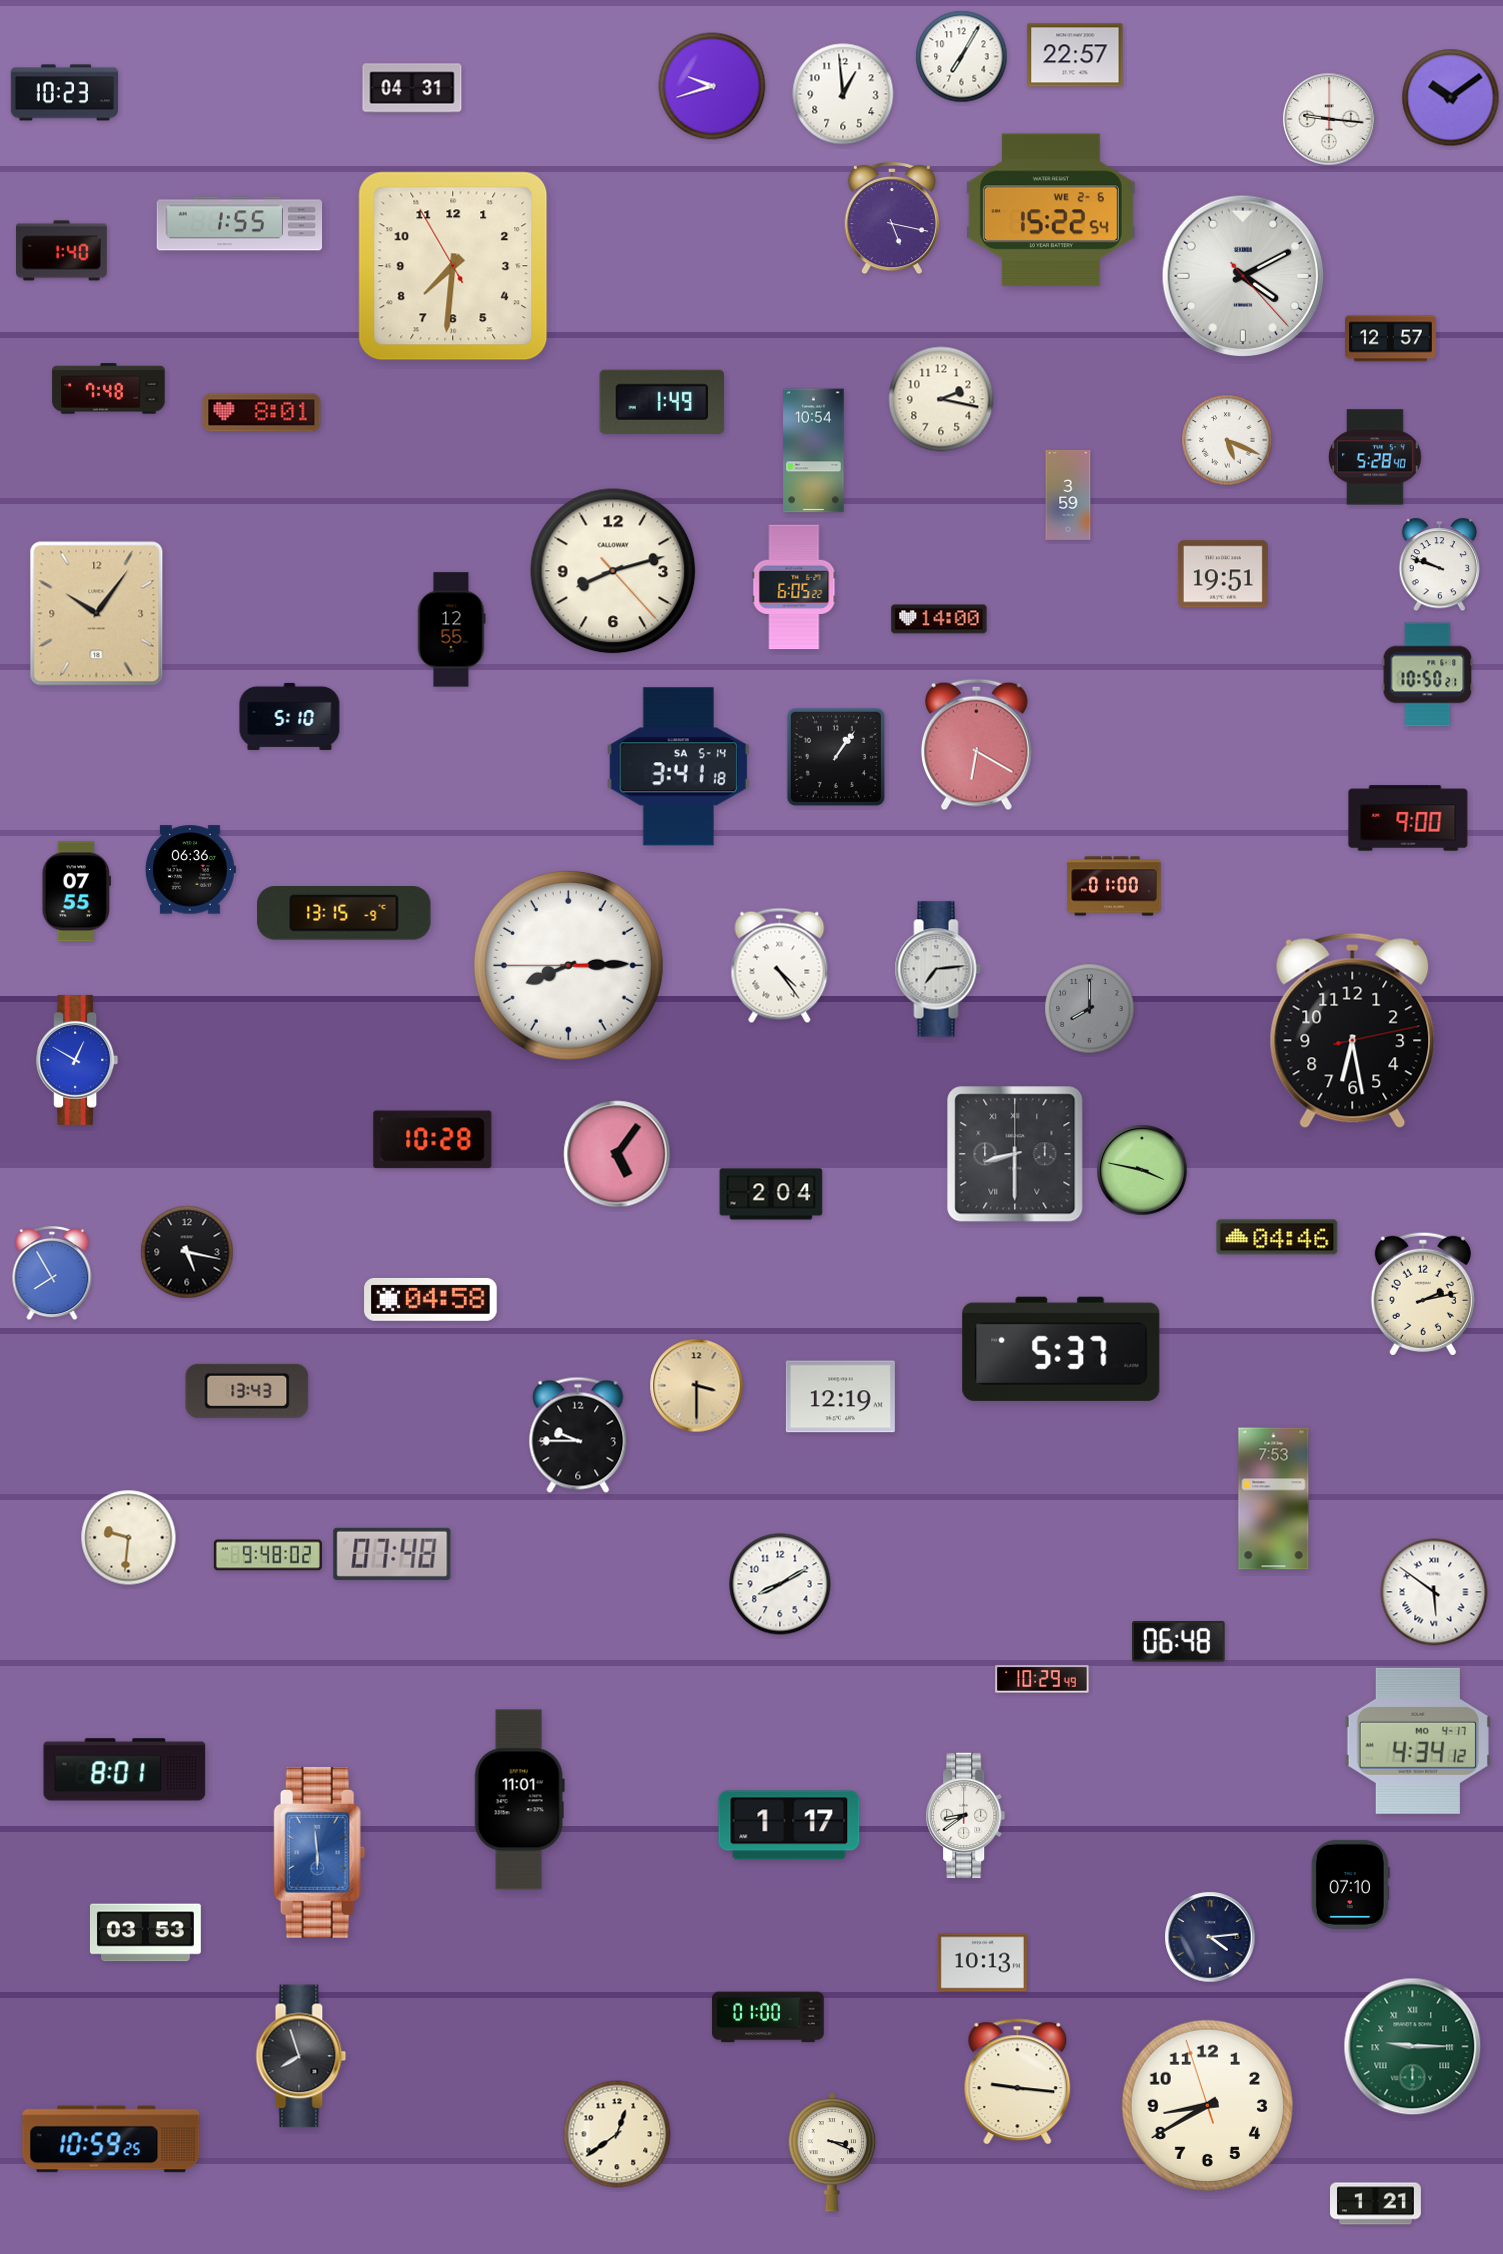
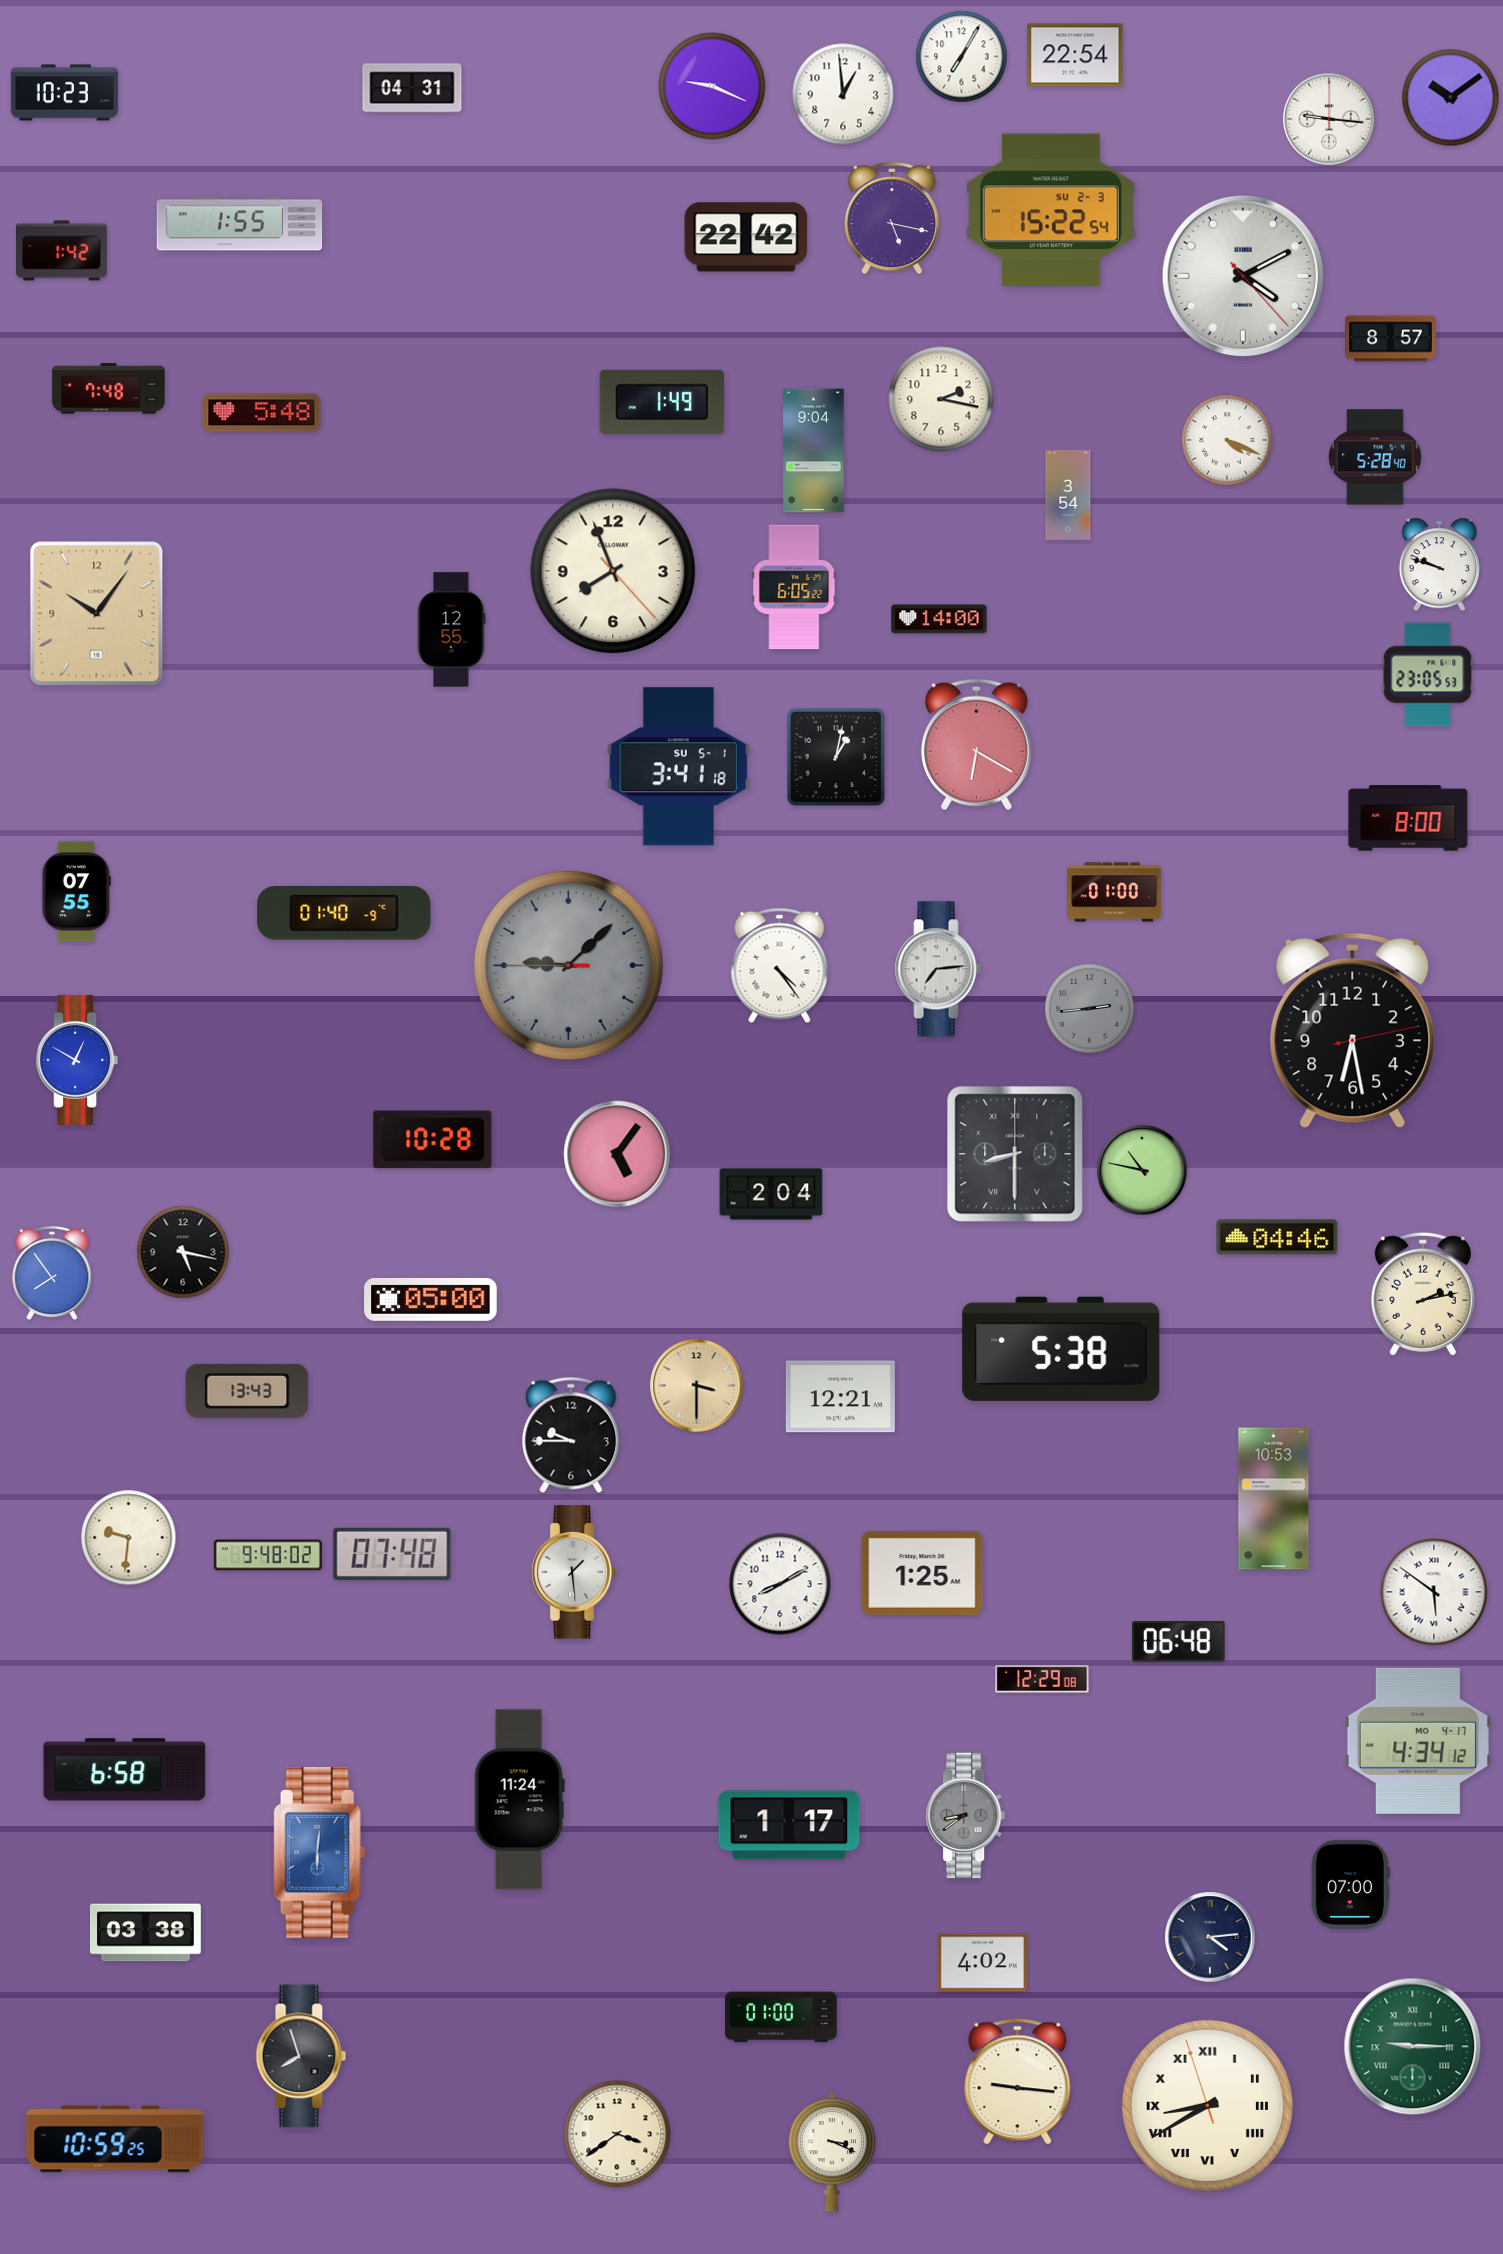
clock at (1075, 55): 22:57 -> 22:54
clock at (712, 86): 9:42 -> 9:19
clock at (1051, 210) date: WE 2-6 -> SU 2-3
clock at (746, 237): none -> 22:42
clock at (62, 251): 1:40 -> 1:42
clock at (453, 266): 7:30 -> none
clock at (1391, 339): 12:57 -> 8:57
clock at (262, 413): 8:01 -> 5:48
clock at (1227, 440): 5:19 -> 4:19
clock at (814, 451): 10:54 -> 9:04
clock at (1068, 495): 3:59 -> 3:54
clock at (613, 571): 8:12 -> 7:56
clock at (1223, 574): 19:51 -> none
clock at (1428, 675): 10:50 -> 23:05
clock at (290, 716): 5:10 -> none
clock at (836, 757): 1:06 -> 1:02
clock at (679, 767) date: SA 5-14 -> SU 5-1
clock at (1408, 818): 9:00 -> 8:00
clock at (190, 870): 06:36 -> none
clock at (1114, 886) position: (1114, 886) -> (1114, 892)
clock at (344, 913): 13:15 -> 01:40
clock at (568, 965): 8:14 -> 9:07
clock at (568, 965) dial: white -> grey
clock at (1090, 1009): 8:00 -> 2:44
clock at (1142, 1170): 3:47 -> 10:47
clock at (187, 1252) position: (187, 1252) -> (183, 1252)
clock at (52, 1274): 7:55 -> 7:54
clock at (431, 1299): 04:58 -> 05:00
clock at (1061, 1349): 5:37 -> 5:38
clock at (840, 1397): 12:19 -> 12:21
clock at (578, 1435) position: (578, 1435) -> (571, 1435)
clock at (1274, 1499): 7:53 -> 10:53
clock at (574, 1572): none -> 1:29
clock at (922, 1573): none -> 1:25
clock at (1042, 1679): 10:29 -> 12:29
clock at (125, 1770): 8:01 -> 6:58
clock at (519, 1800): 11:01 -> 11:24
clock at (966, 1816) dial: white -> grey
clock at (320, 1852): 5:59 -> 6:01
clock at (1350, 1884): 07:10 -> 07:00
clock at (145, 1933): 03:53 -> 03:38
clock at (982, 1963): 10:13 -> 4:02
clock at (768, 2017) position: (768, 2017) -> (781, 2017)
clock at (1207, 2105) numerals: Arabic -> Roman
clock at (617, 2134): 12:39 -> 3:39
clock at (111, 2139) position: (111, 2139) -> (115, 2139)
clock at (1376, 2204): 1:21 -> none
